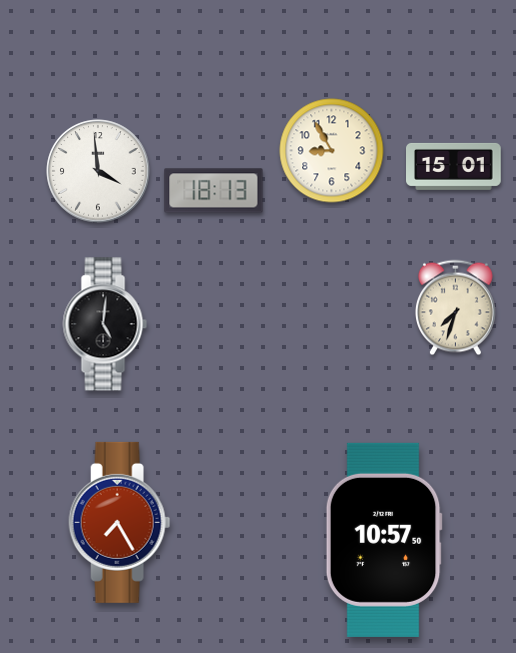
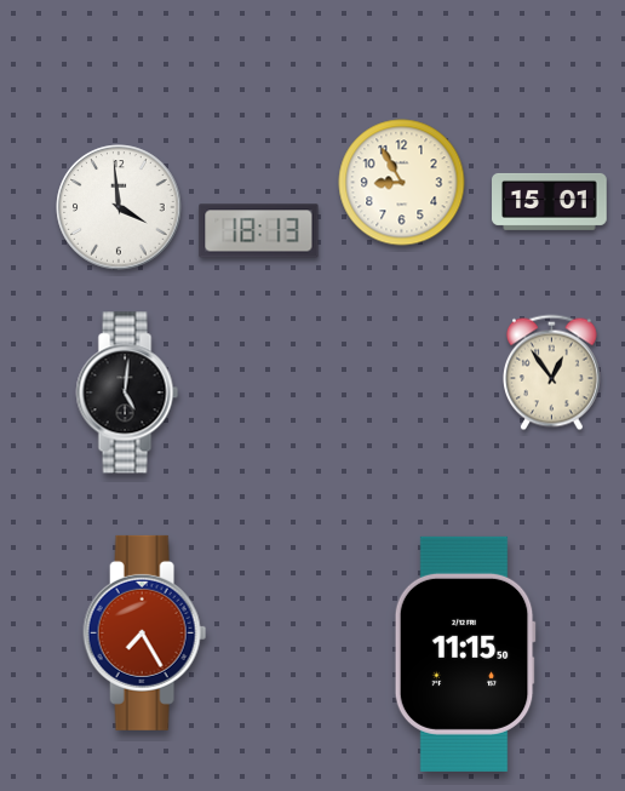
clock at (455, 308): 7:33 -> 12:54
clock at (384, 540): 10:57 -> 11:15
